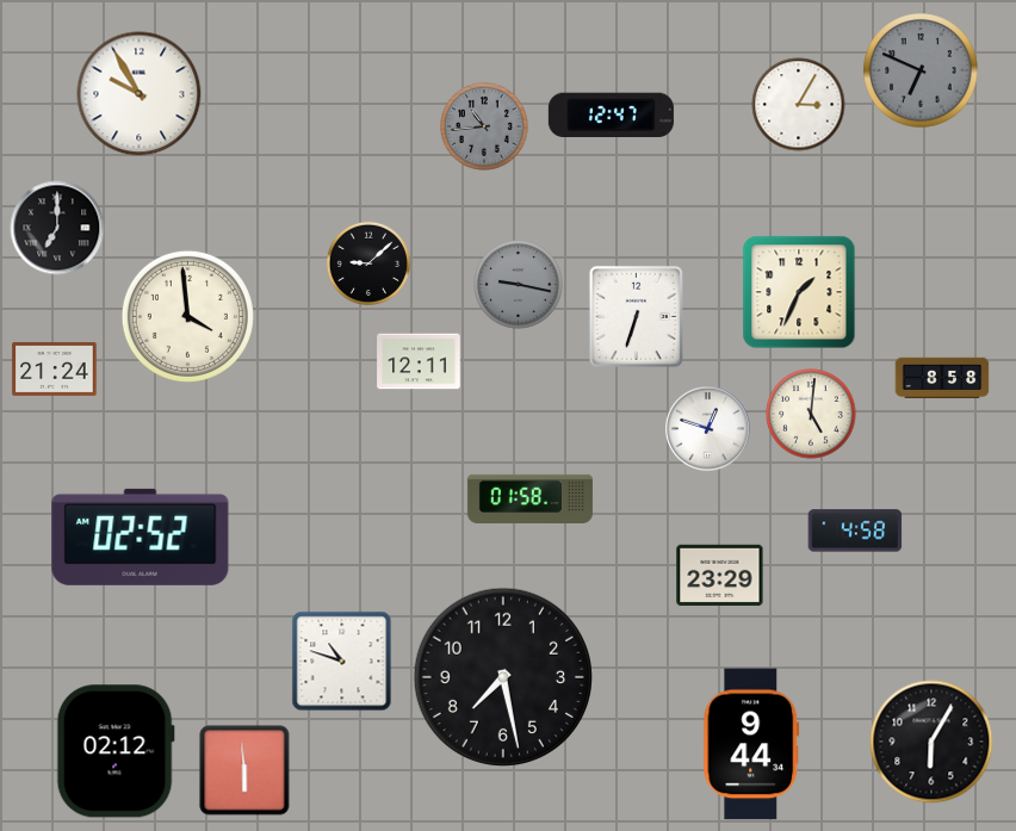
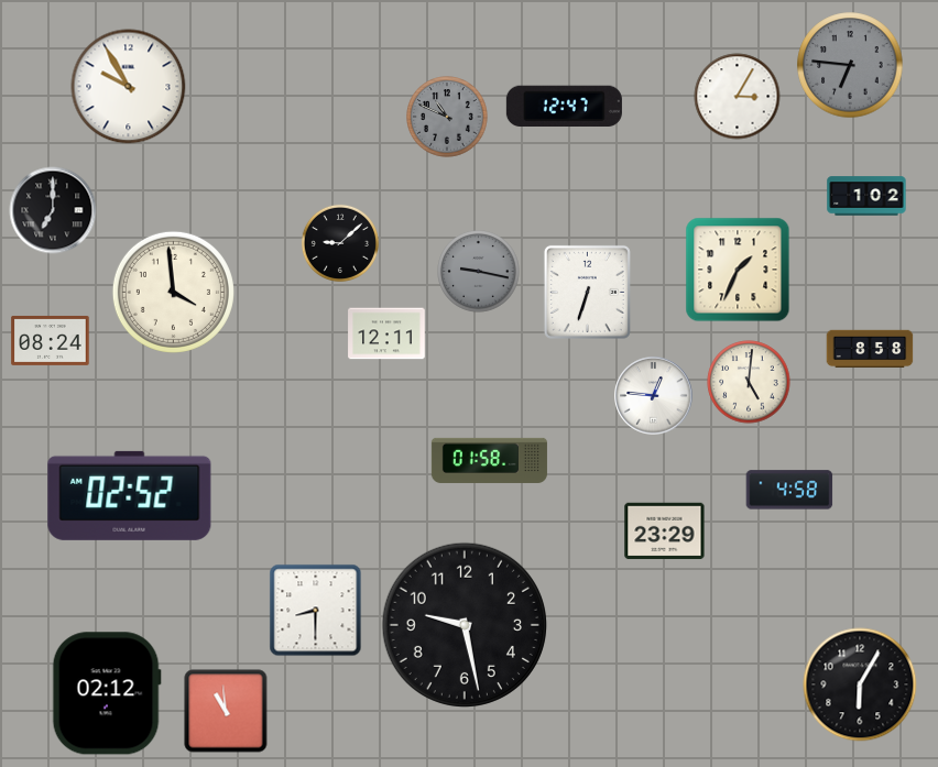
clock at (921, 70): 6:49 -> 6:46
clock at (484, 126): 10:44 -> 10:49
clock at (866, 196): none -> 1:02
clock at (519, 285) position: (519, 285) -> (479, 272)
clock at (55, 368): 21:24 -> 08:24
clock at (708, 429): 12:48 -> 12:46
clock at (342, 662): 10:48 -> 8:30
clock at (503, 677): 7:28 -> 9:28
clock at (751, 744): 9:44 -> none
clock at (244, 770): 5:59 -> 10:59
